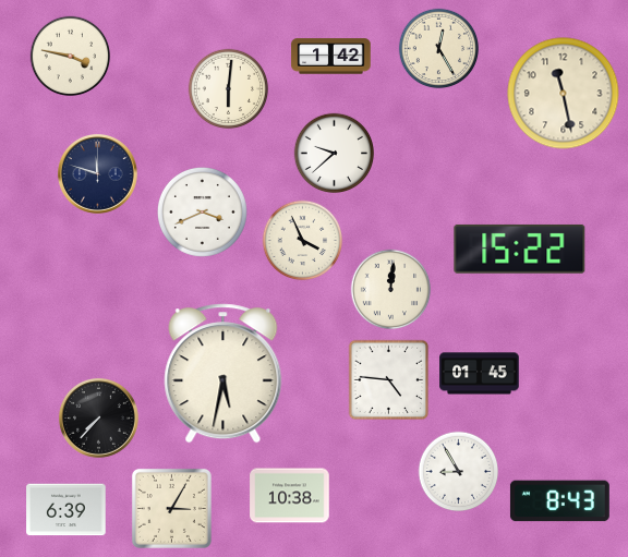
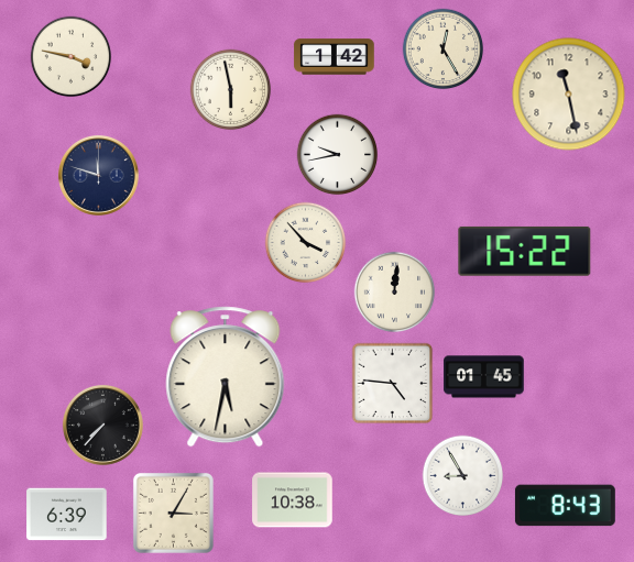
clock at (229, 89): 6:01 -> 5:58
clock at (335, 154): 9:38 -> 9:43
clock at (202, 211): 3:41 -> none
clock at (303, 241): 3:56 -> 3:53
clock at (99, 417) position: (99, 417) -> (103, 425)
